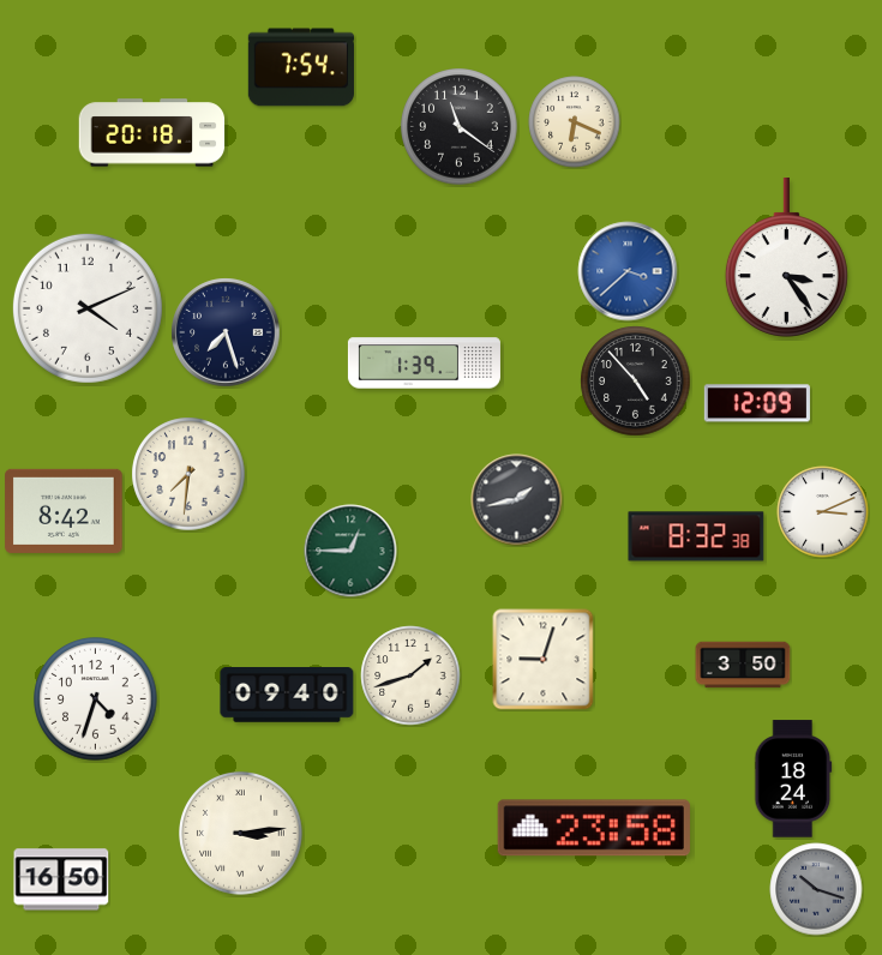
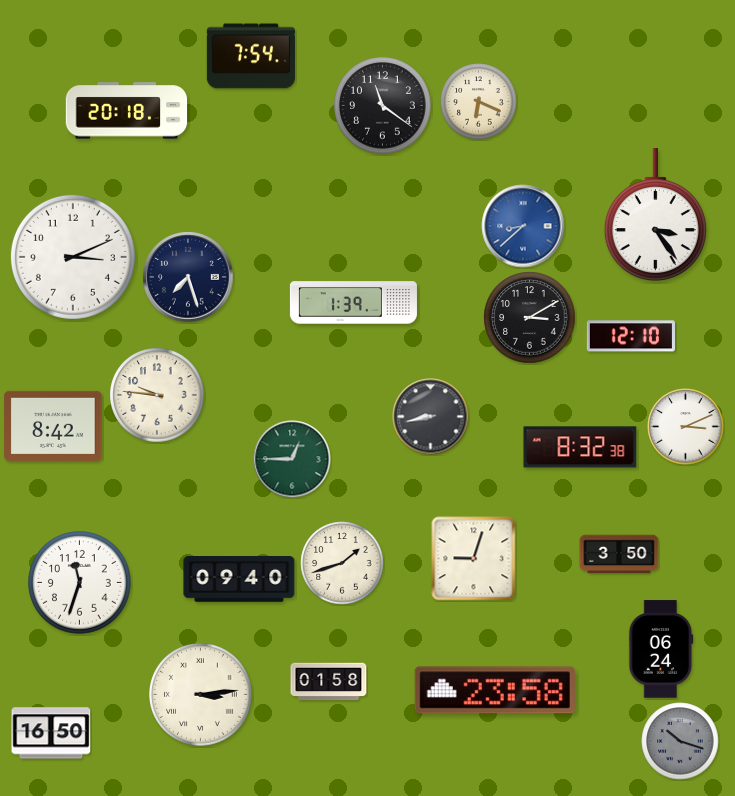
clock at (628, 271): 3:38 -> 8:38
clock at (88, 308): 4:11 -> 3:11
clock at (636, 382): 4:53 -> 3:10
clock at (757, 403): 12:09 -> 12:10
clock at (188, 474): 7:31 -> 9:46
clock at (517, 500): 1:43 -> 8:43
clock at (544, 660) position: (544, 660) -> (474, 559)
clock at (96, 699): 4:33 -> 11:33
clock at (793, 779): 18:24 -> 06:24
clock at (329, 682): none -> 01:58
